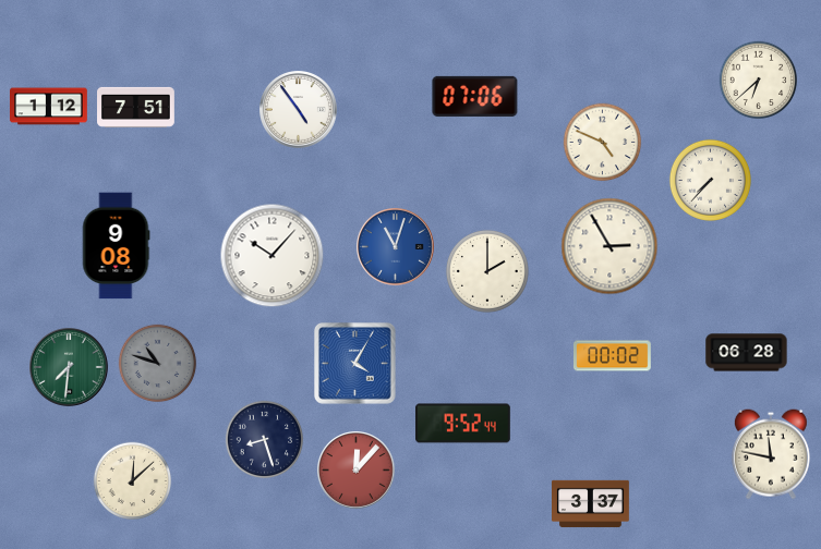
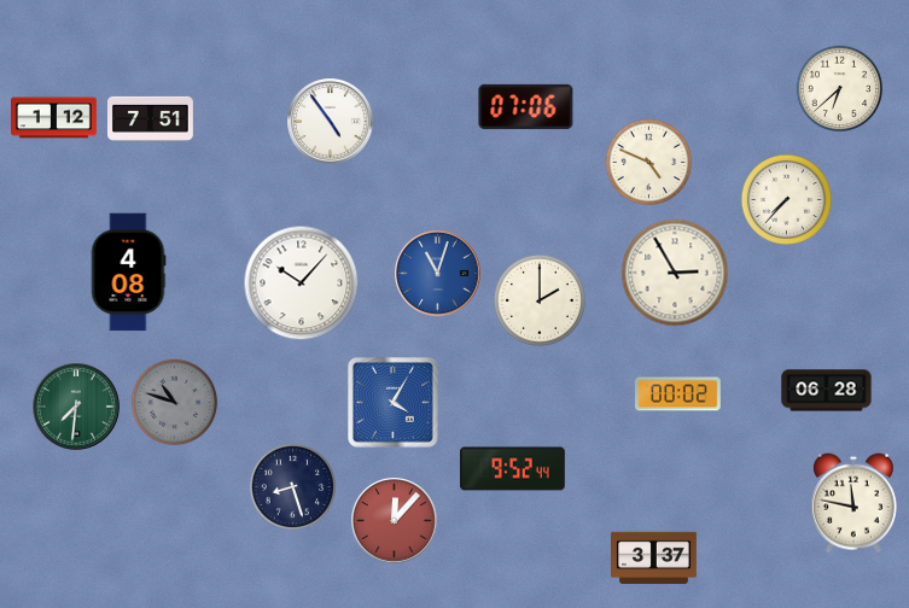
clock at (603, 143) position: (603, 143) -> (649, 163)
clock at (116, 246): 9:08 -> 4:08
clock at (133, 481): 12:08 -> none
